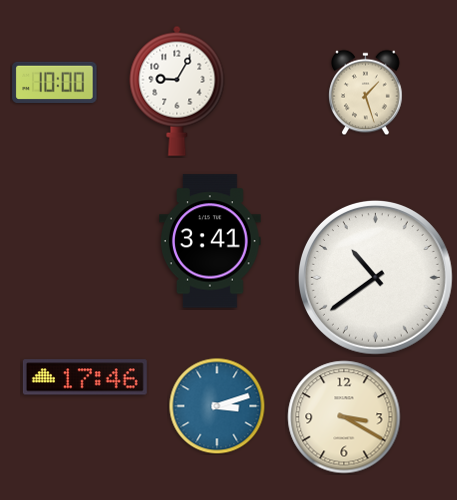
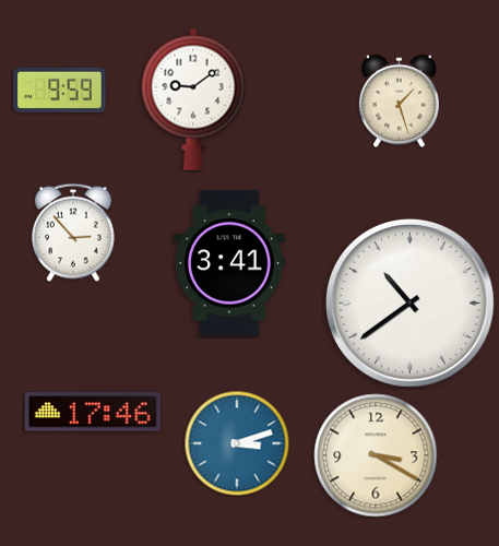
clock at (55, 82): 10:00 -> 9:59
clock at (177, 91): 9:05 -> 9:09
clock at (73, 233): none -> 2:53
